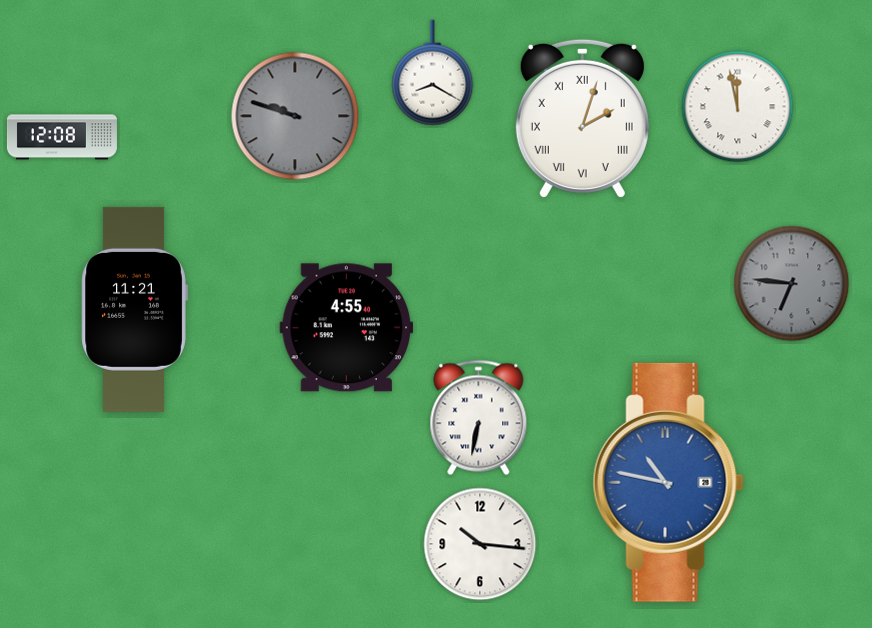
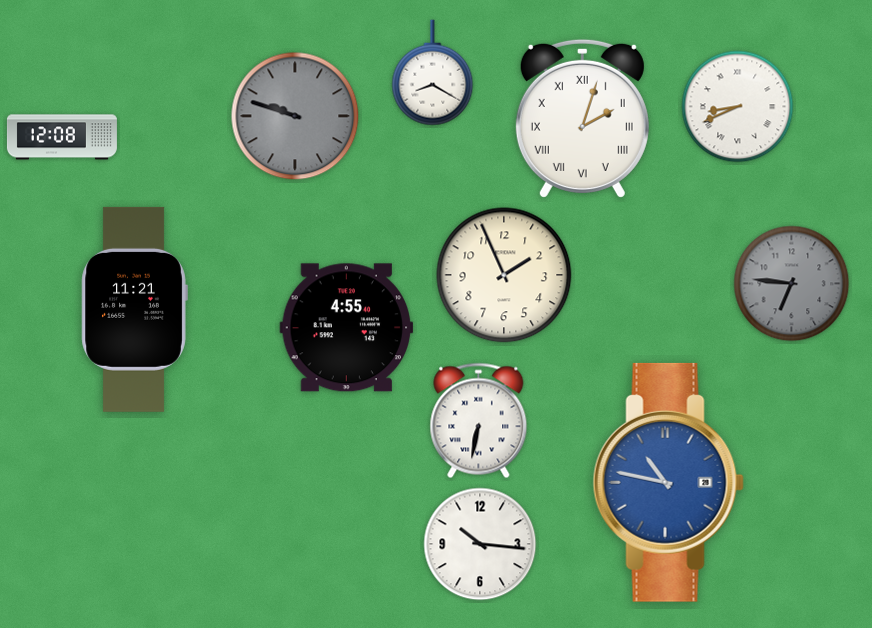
clock at (738, 107): 11:58 -> 8:41
clock at (504, 275): none -> 1:56
clock at (479, 418) position: (479, 418) -> (479, 421)
